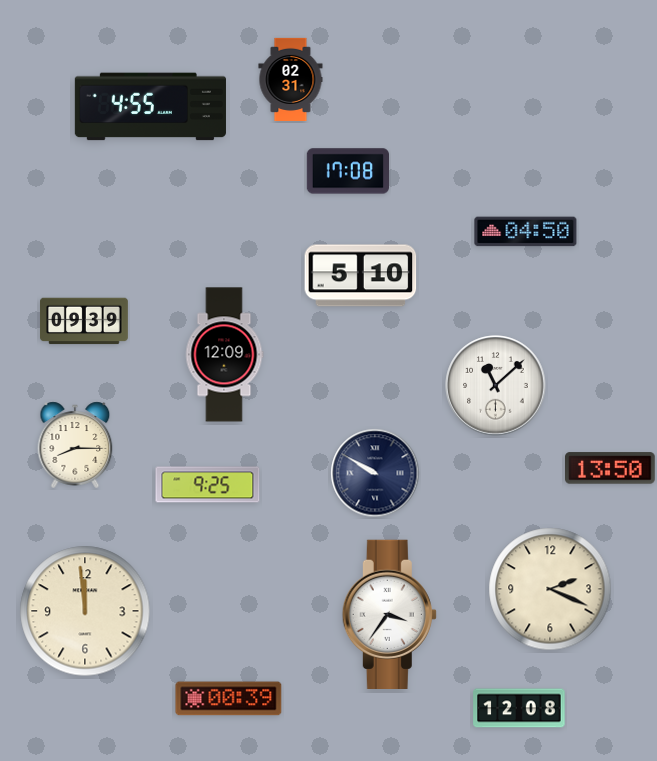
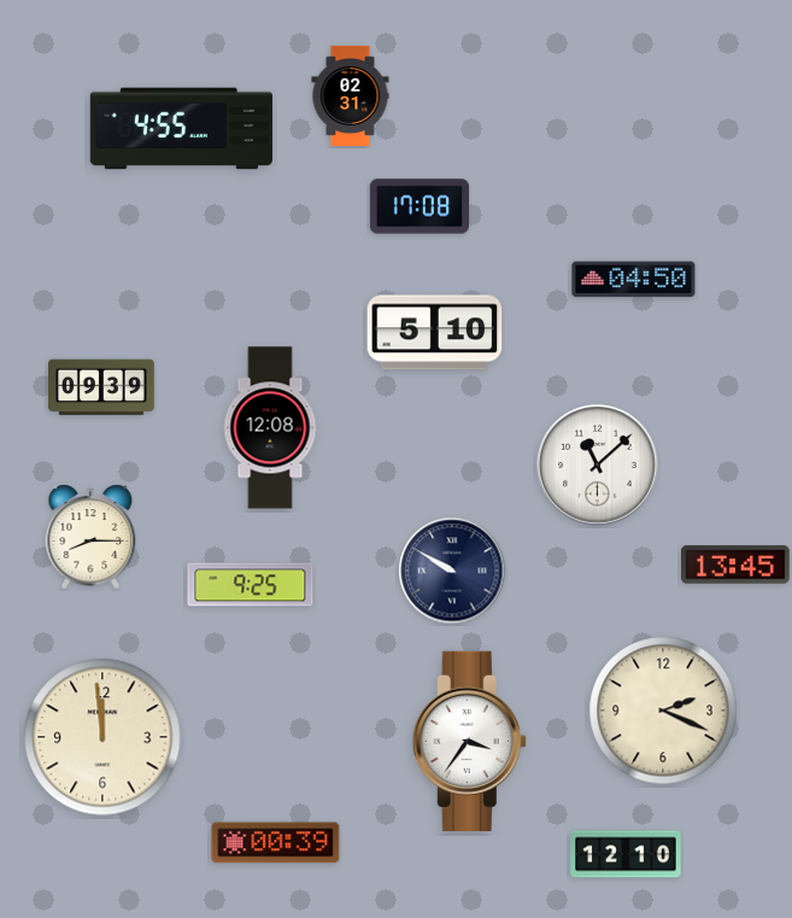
clock at (224, 355): 12:09 -> 12:08
clock at (611, 468): 13:50 -> 13:45
clock at (519, 708): 12:08 -> 12:10
